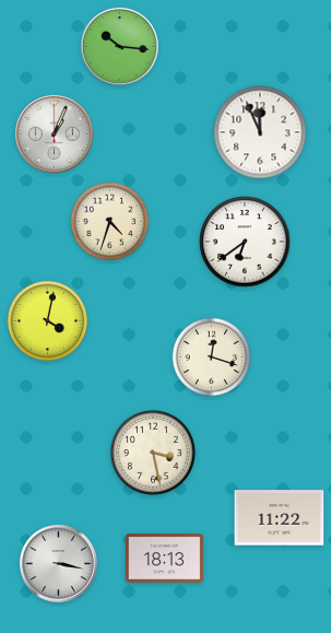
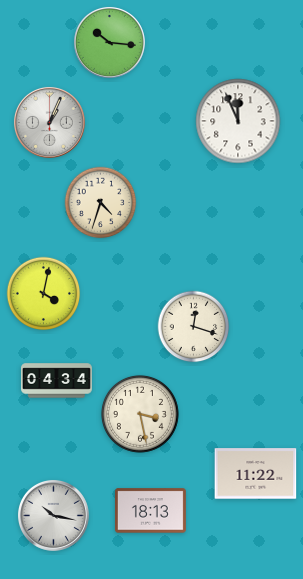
clock at (245, 242): 6:39 -> none
clock at (56, 381): none -> 04:34
clock at (58, 563): 3:17 -> 10:17
